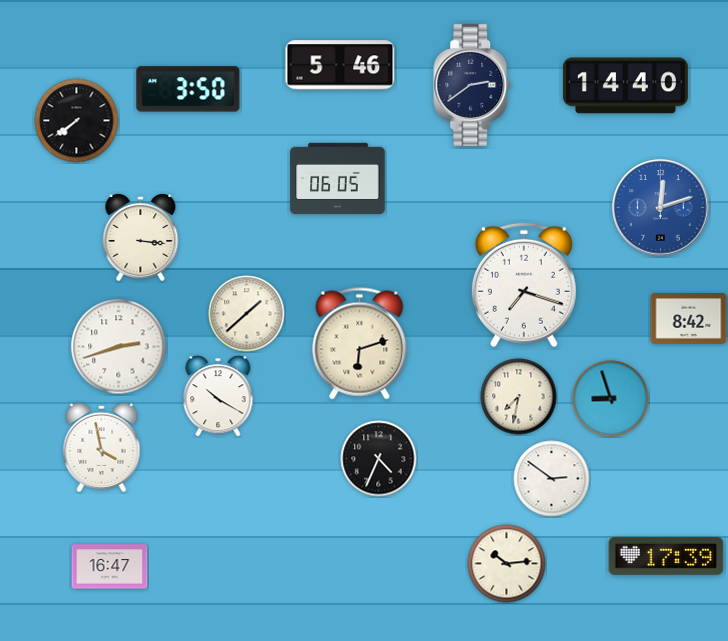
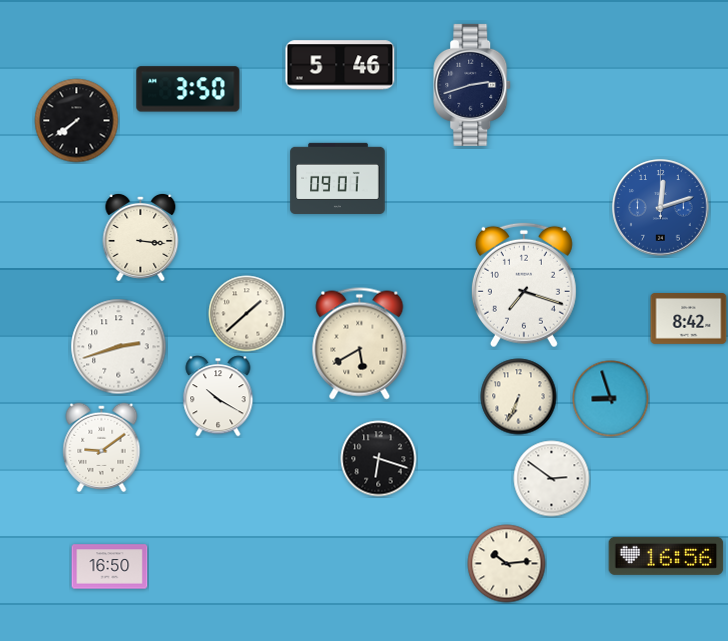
clock at (473, 85): 2:39 -> 2:42
clock at (625, 86): 14:40 -> none
clock at (338, 178): 06:05 -> 09:01
clock at (360, 344): 6:12 -> 5:40
clock at (519, 397): 7:32 -> 6:34
clock at (102, 448): 3:58 -> 9:09
clock at (379, 459): 4:34 -> 6:18
clock at (666, 556): 17:39 -> 16:56
clock at (110, 567): 16:47 -> 16:50
